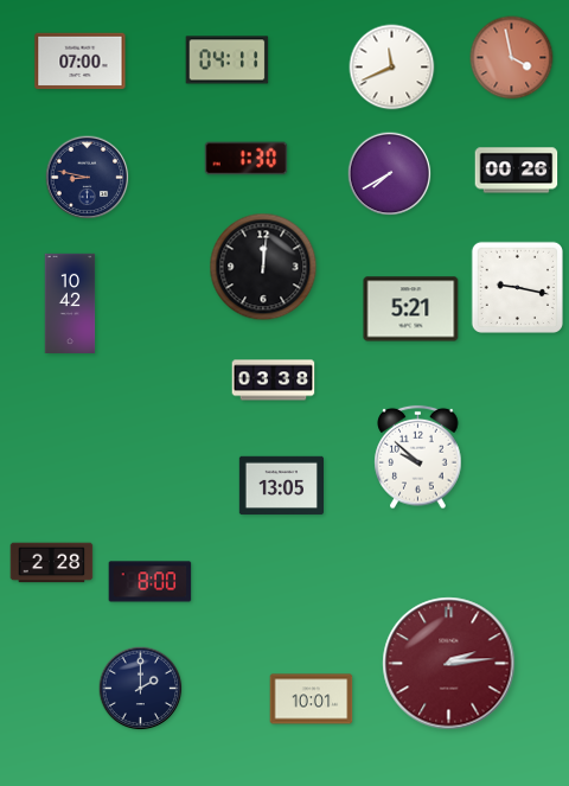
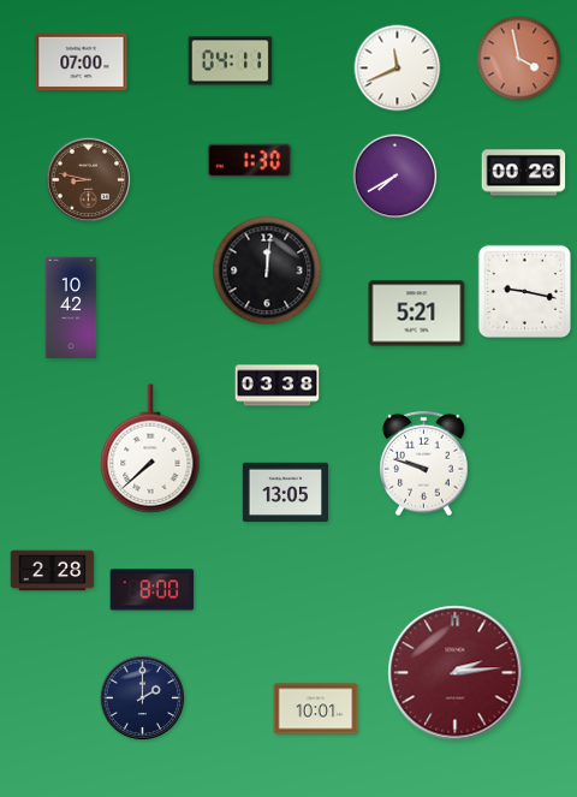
clock at (88, 178) dial: navy -> brown
clock at (150, 448): none -> 7:38
clock at (418, 458): 9:52 -> 9:48
